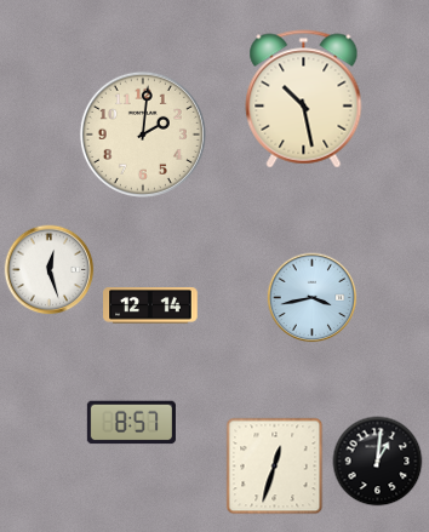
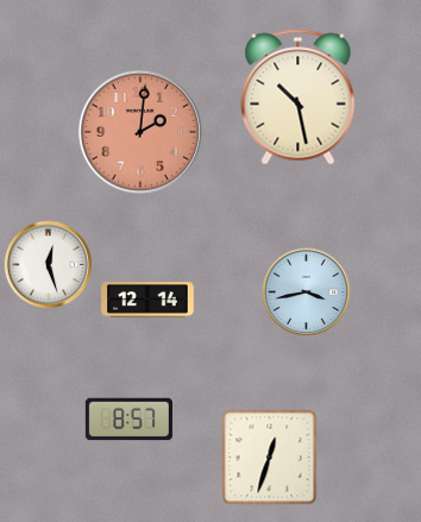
clock at (143, 135) dial: cream -> salmon
clock at (131, 423) position: (131, 423) -> (128, 420)
clock at (378, 462): 1:01 -> none
